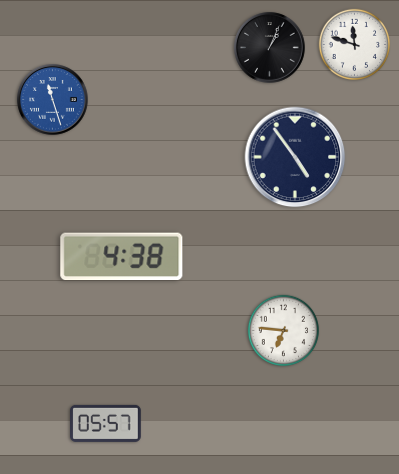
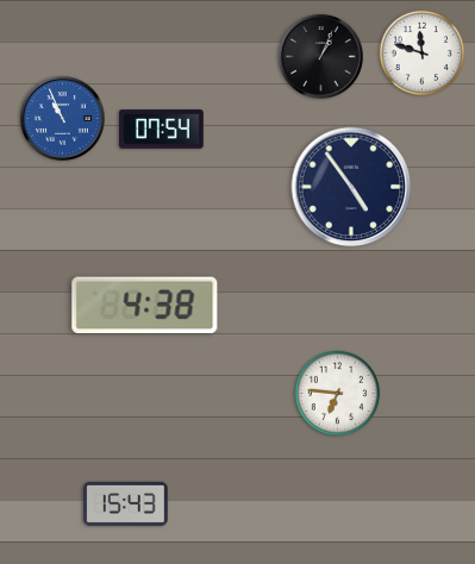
clock at (53, 100): 11:27 -> 10:56
clock at (162, 130): none -> 07:54
clock at (106, 423): 05:57 -> 15:43
